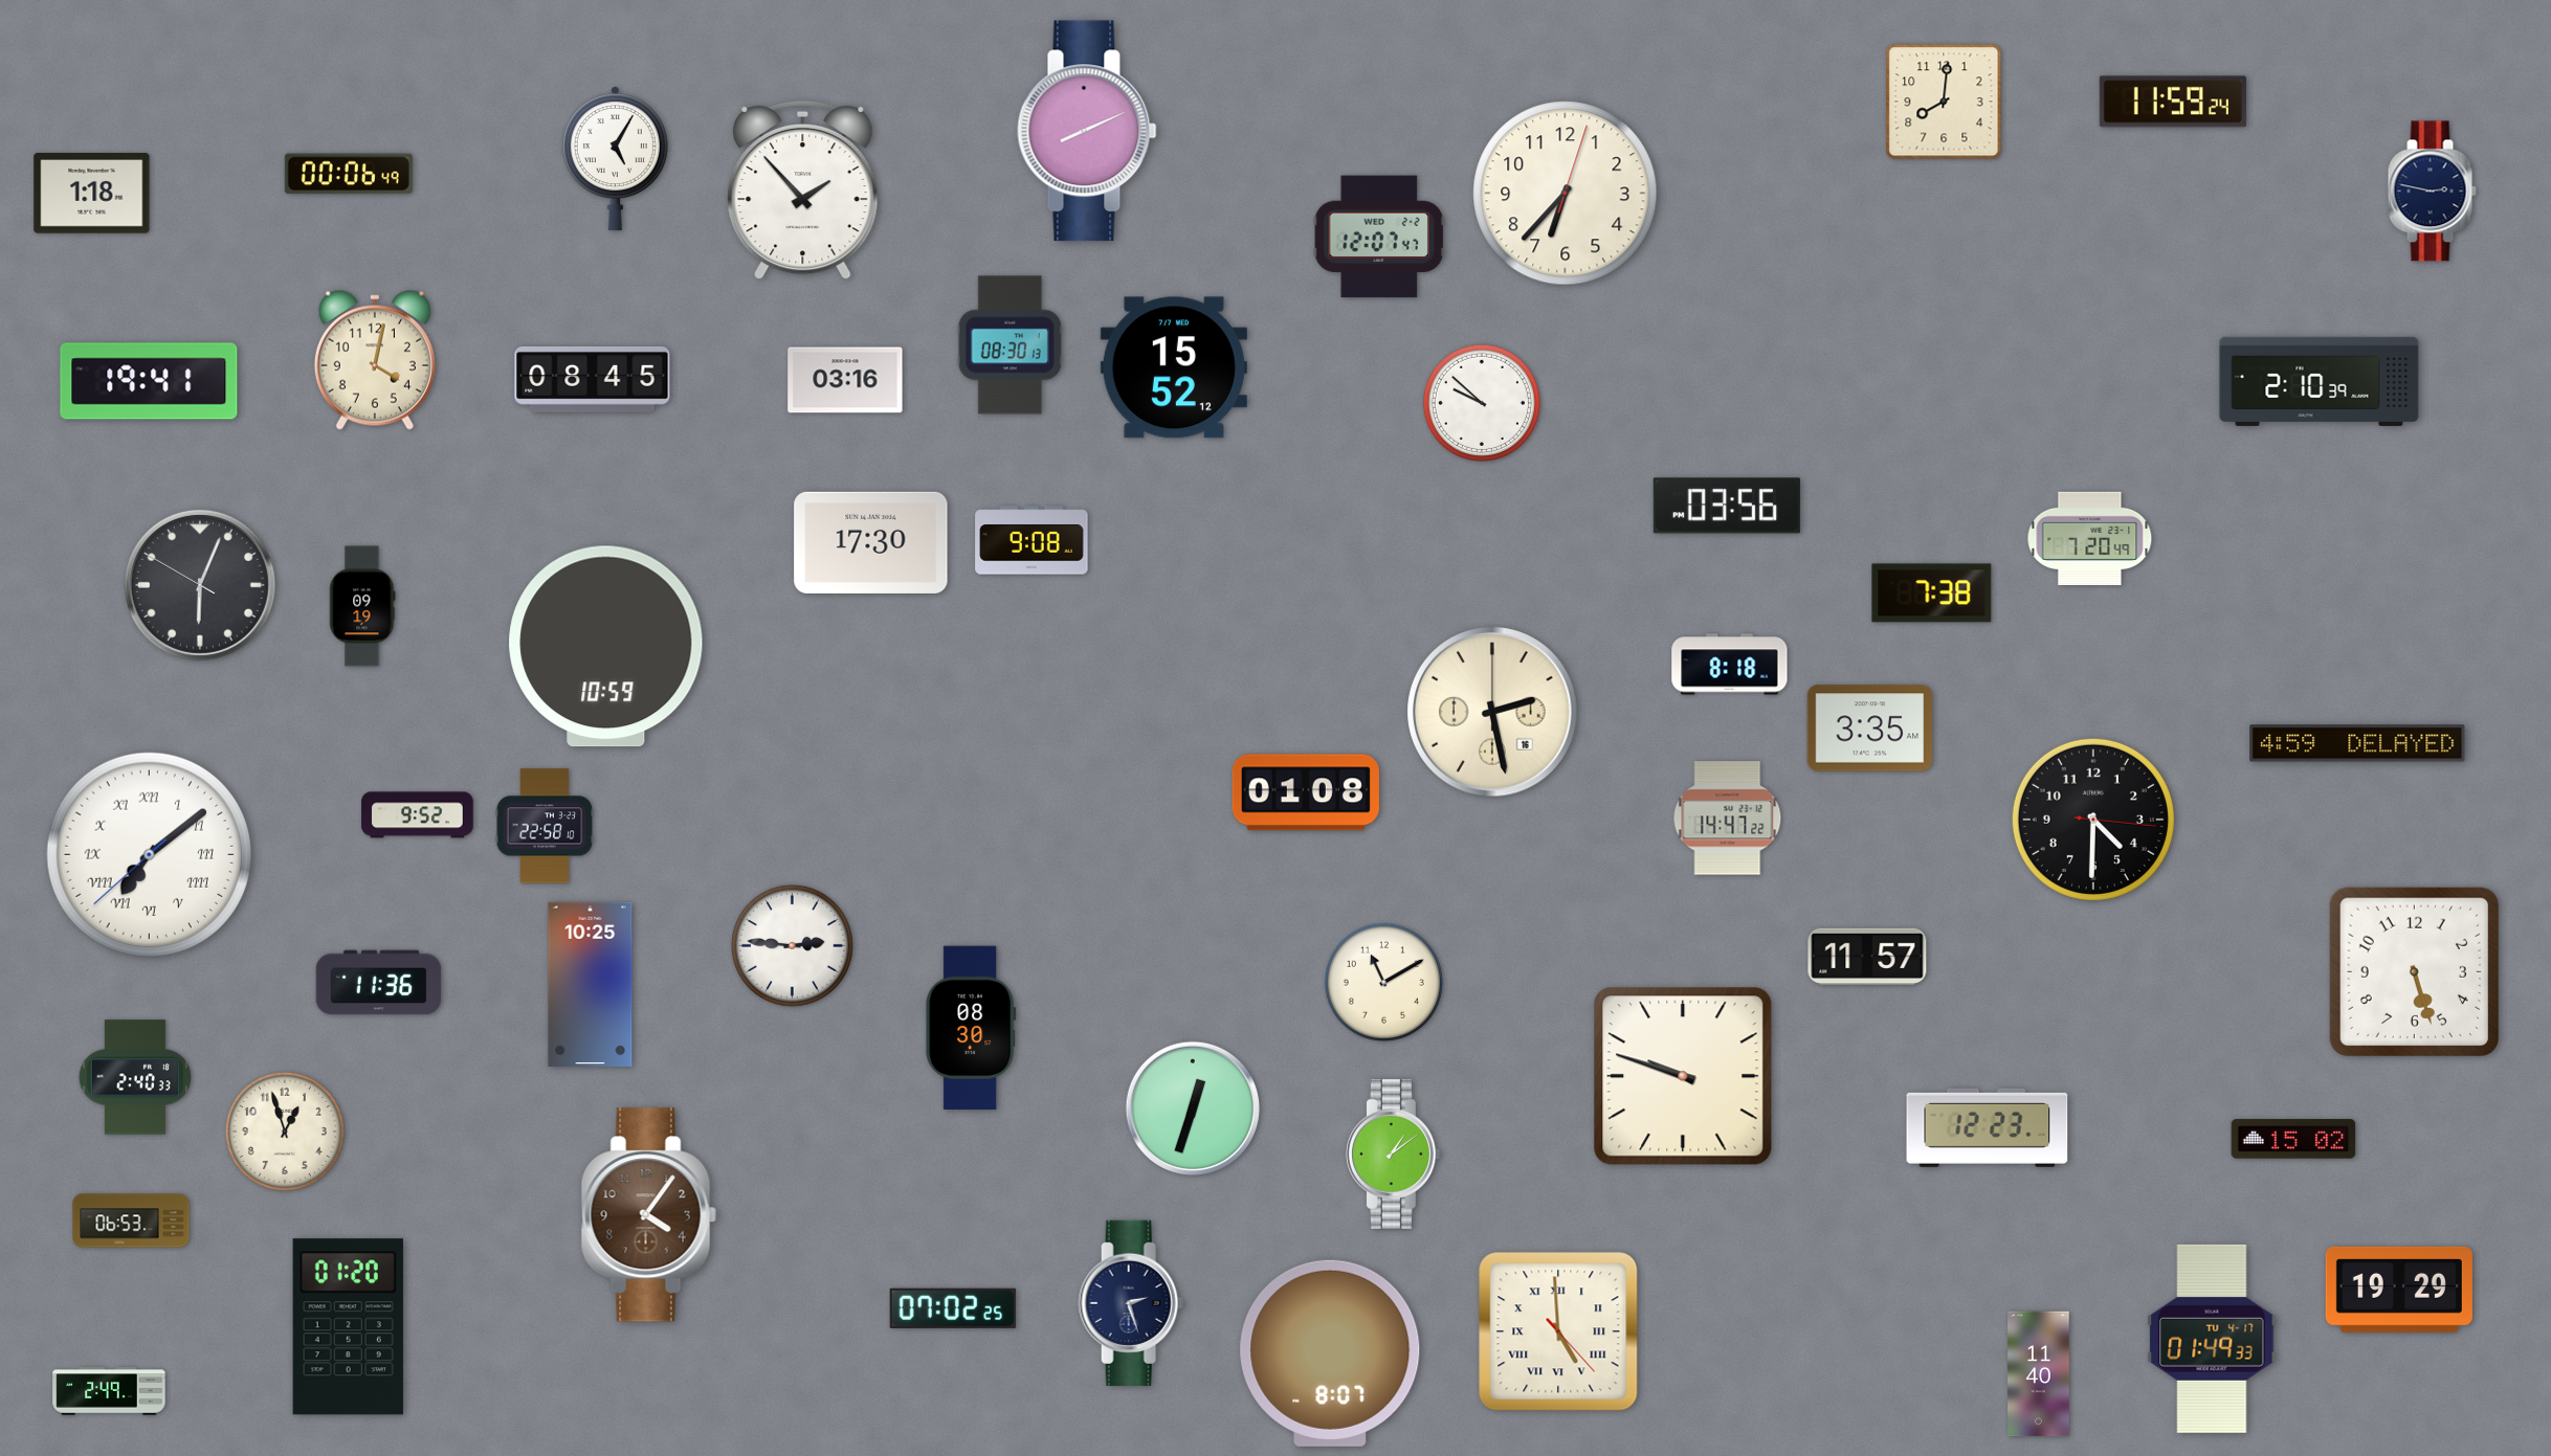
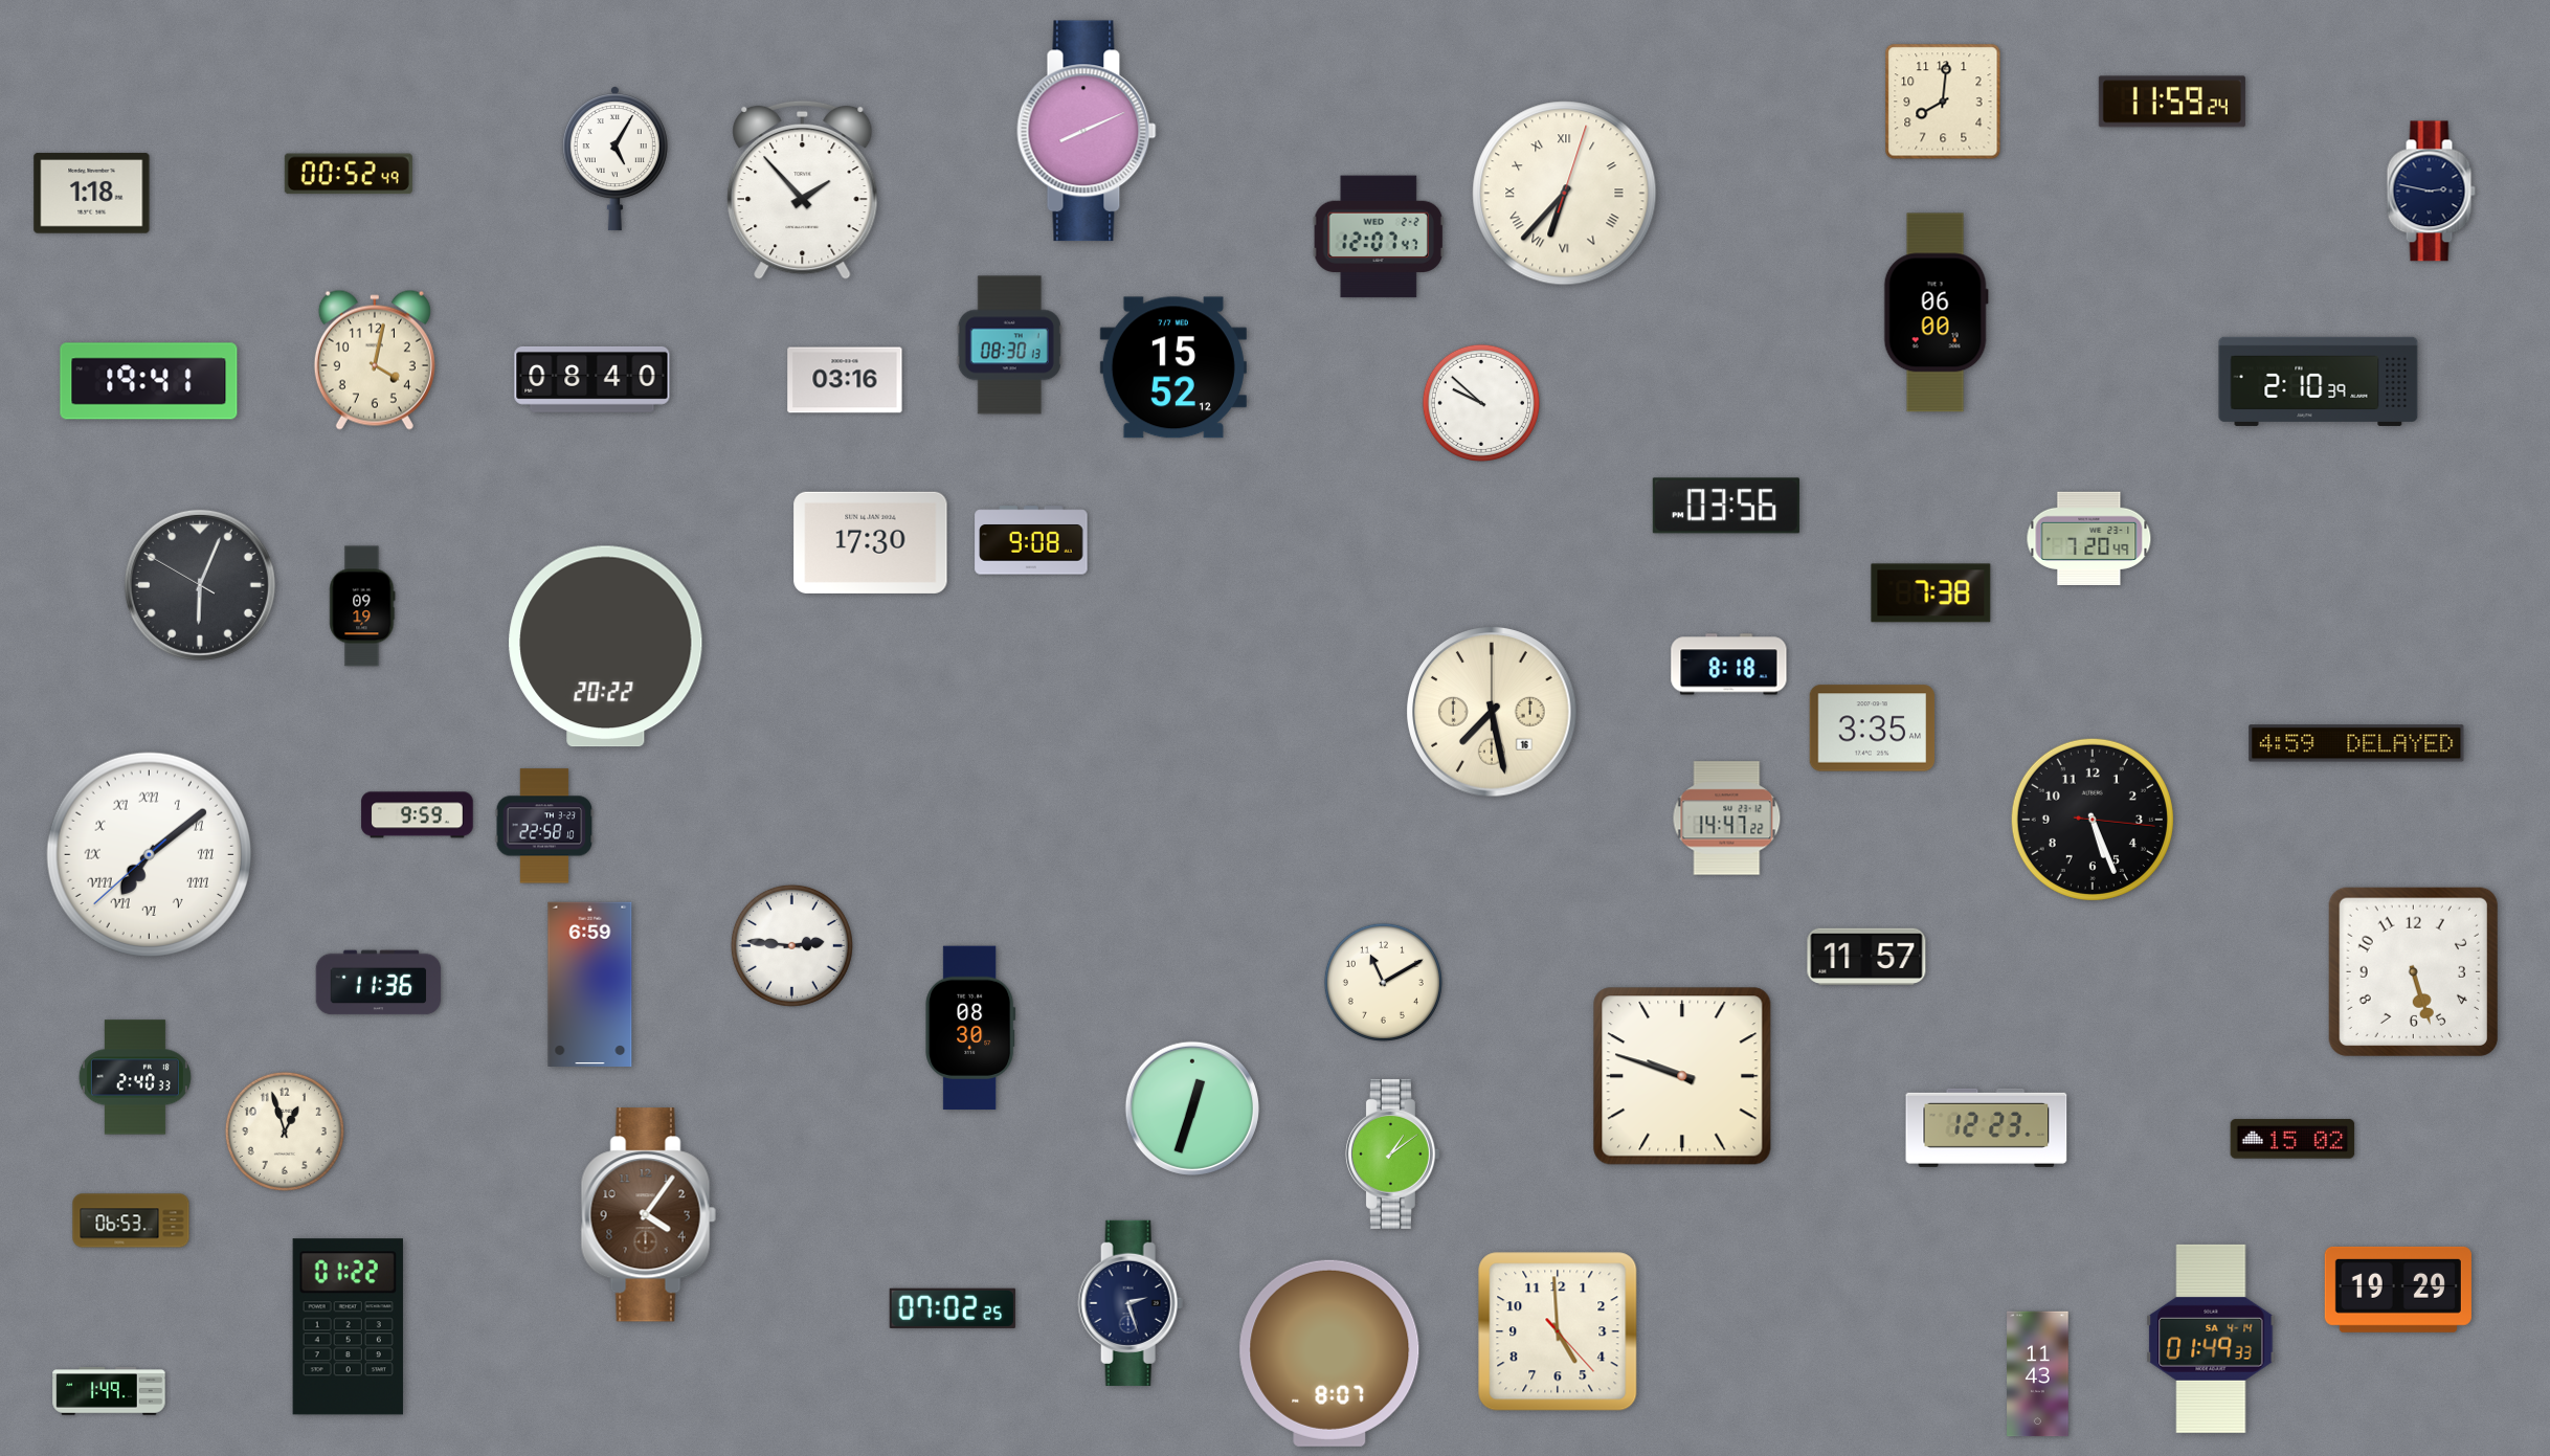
clock at (349, 174): 00:06 -> 00:52
clock at (1566, 194) numerals: Arabic -> Roman
clock at (1936, 313): none -> 06:00
clock at (593, 380): 08:45 -> 08:40
clock at (606, 647): 10:59 -> 20:22
clock at (1492, 712): 2:28 -> 7:28
clock at (1870, 729) position: (1870, 729) -> (1873, 729)
clock at (1306, 792): 01:08 -> none
clock at (418, 815): 9:52 -> 9:59
clock at (2093, 820): 4:30 -> 5:26
clock at (591, 984): 10:25 -> 6:59
clock at (348, 1327): 01:20 -> 01:22
clock at (1558, 1331) numerals: Roman -> Arabic
clock at (2212, 1339) date: TU 4-17 -> SA 4-14
clock at (2039, 1374): 11:40 -> 11:43
clock at (109, 1391): 2:49 -> 1:49
